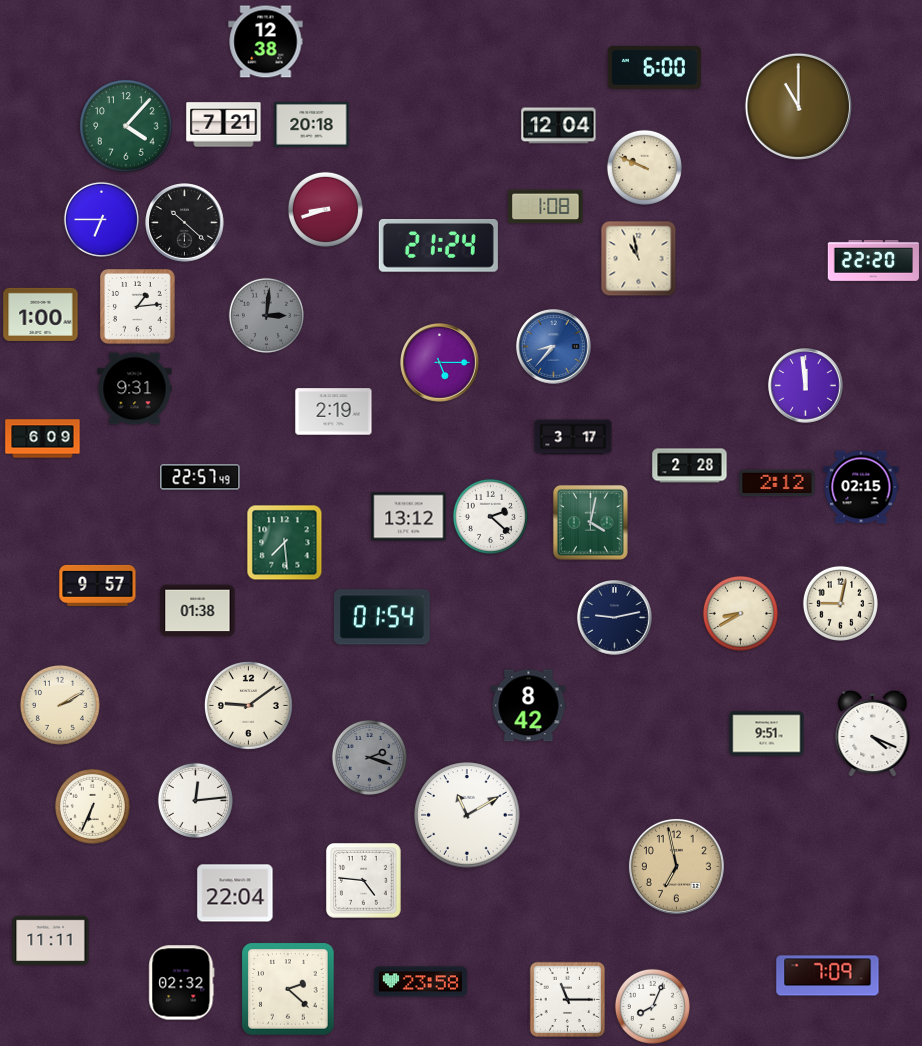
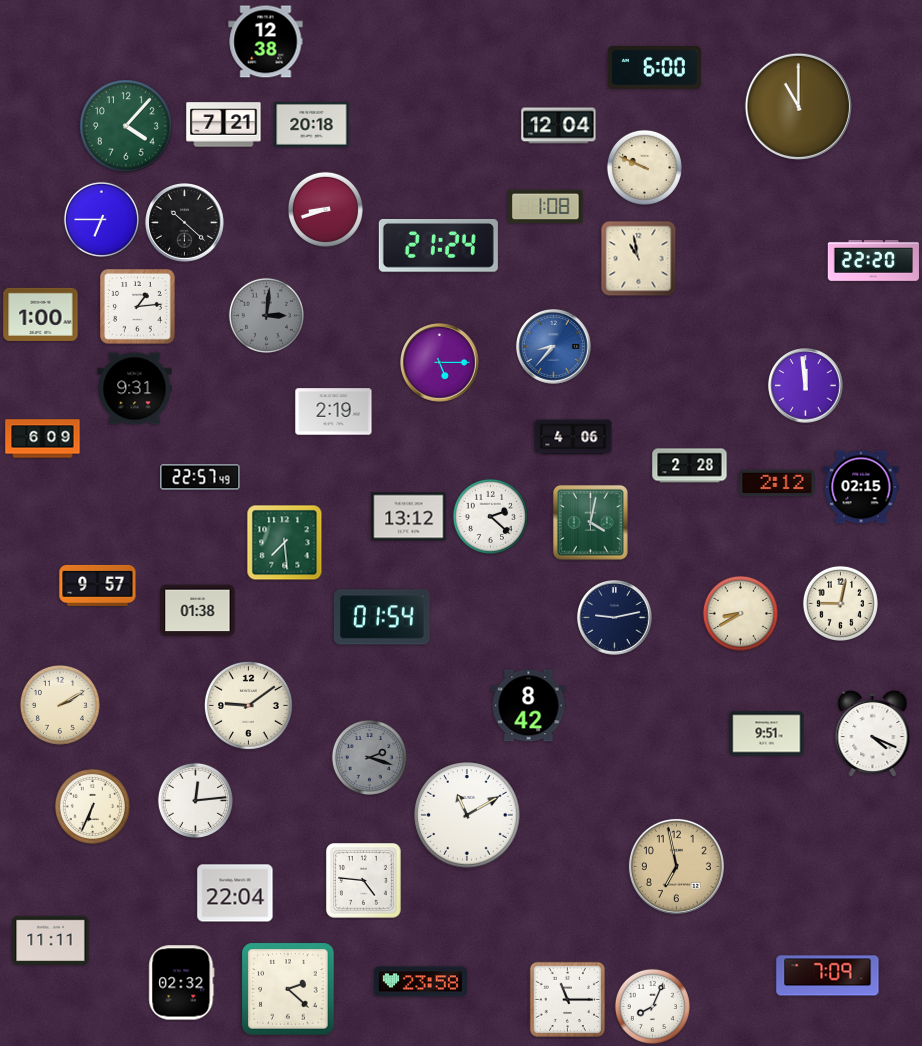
clock at (573, 437): 3:17 -> 4:06
